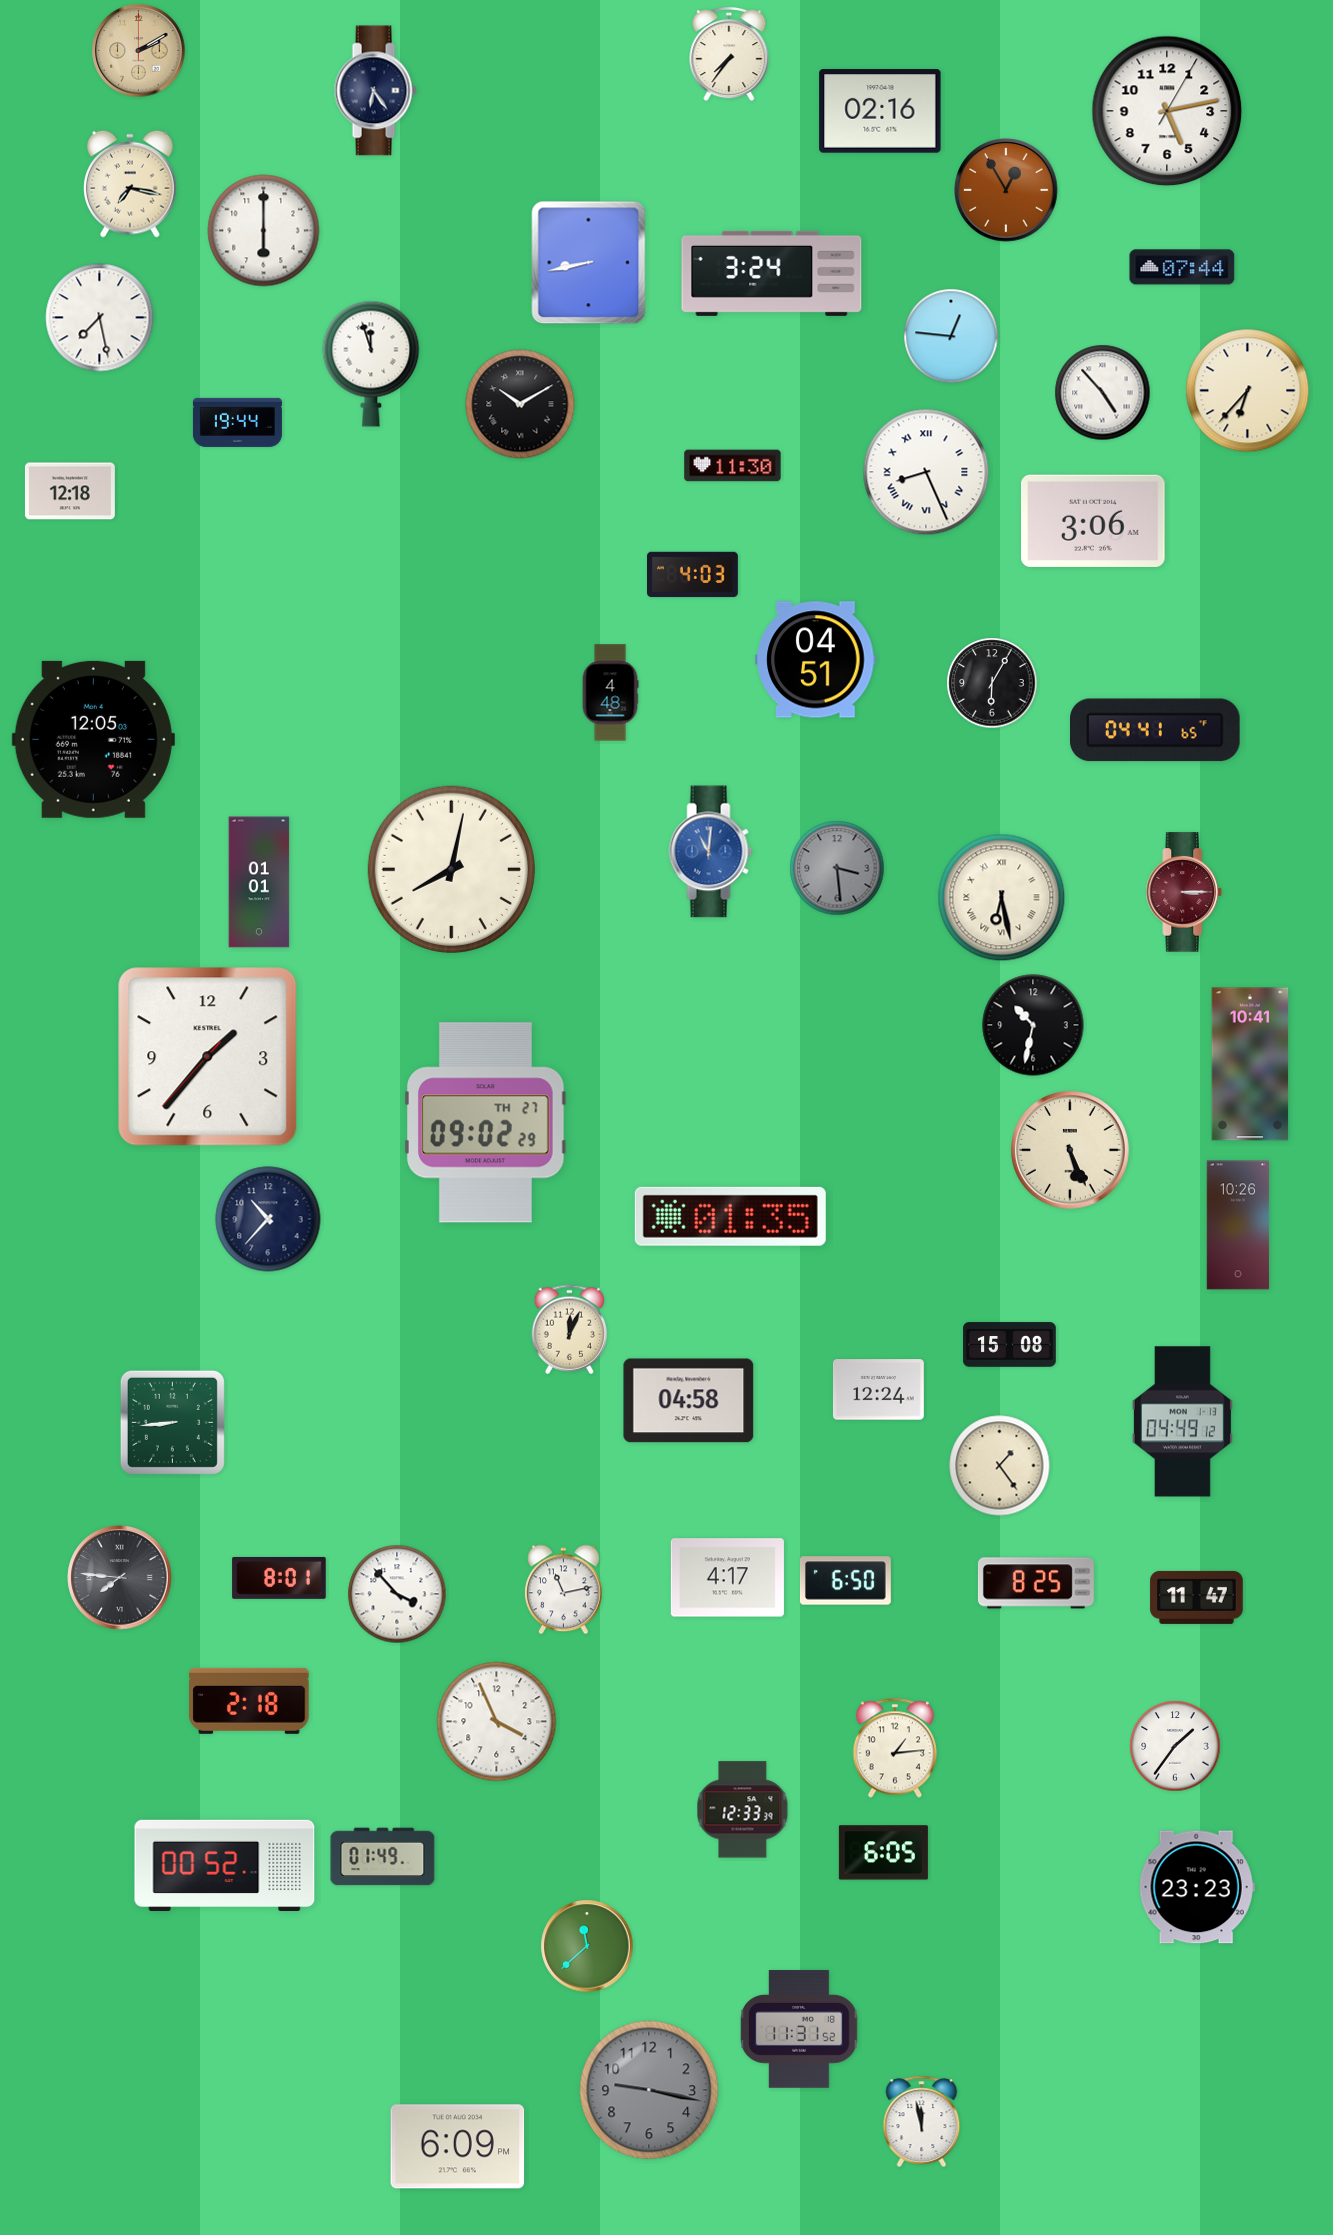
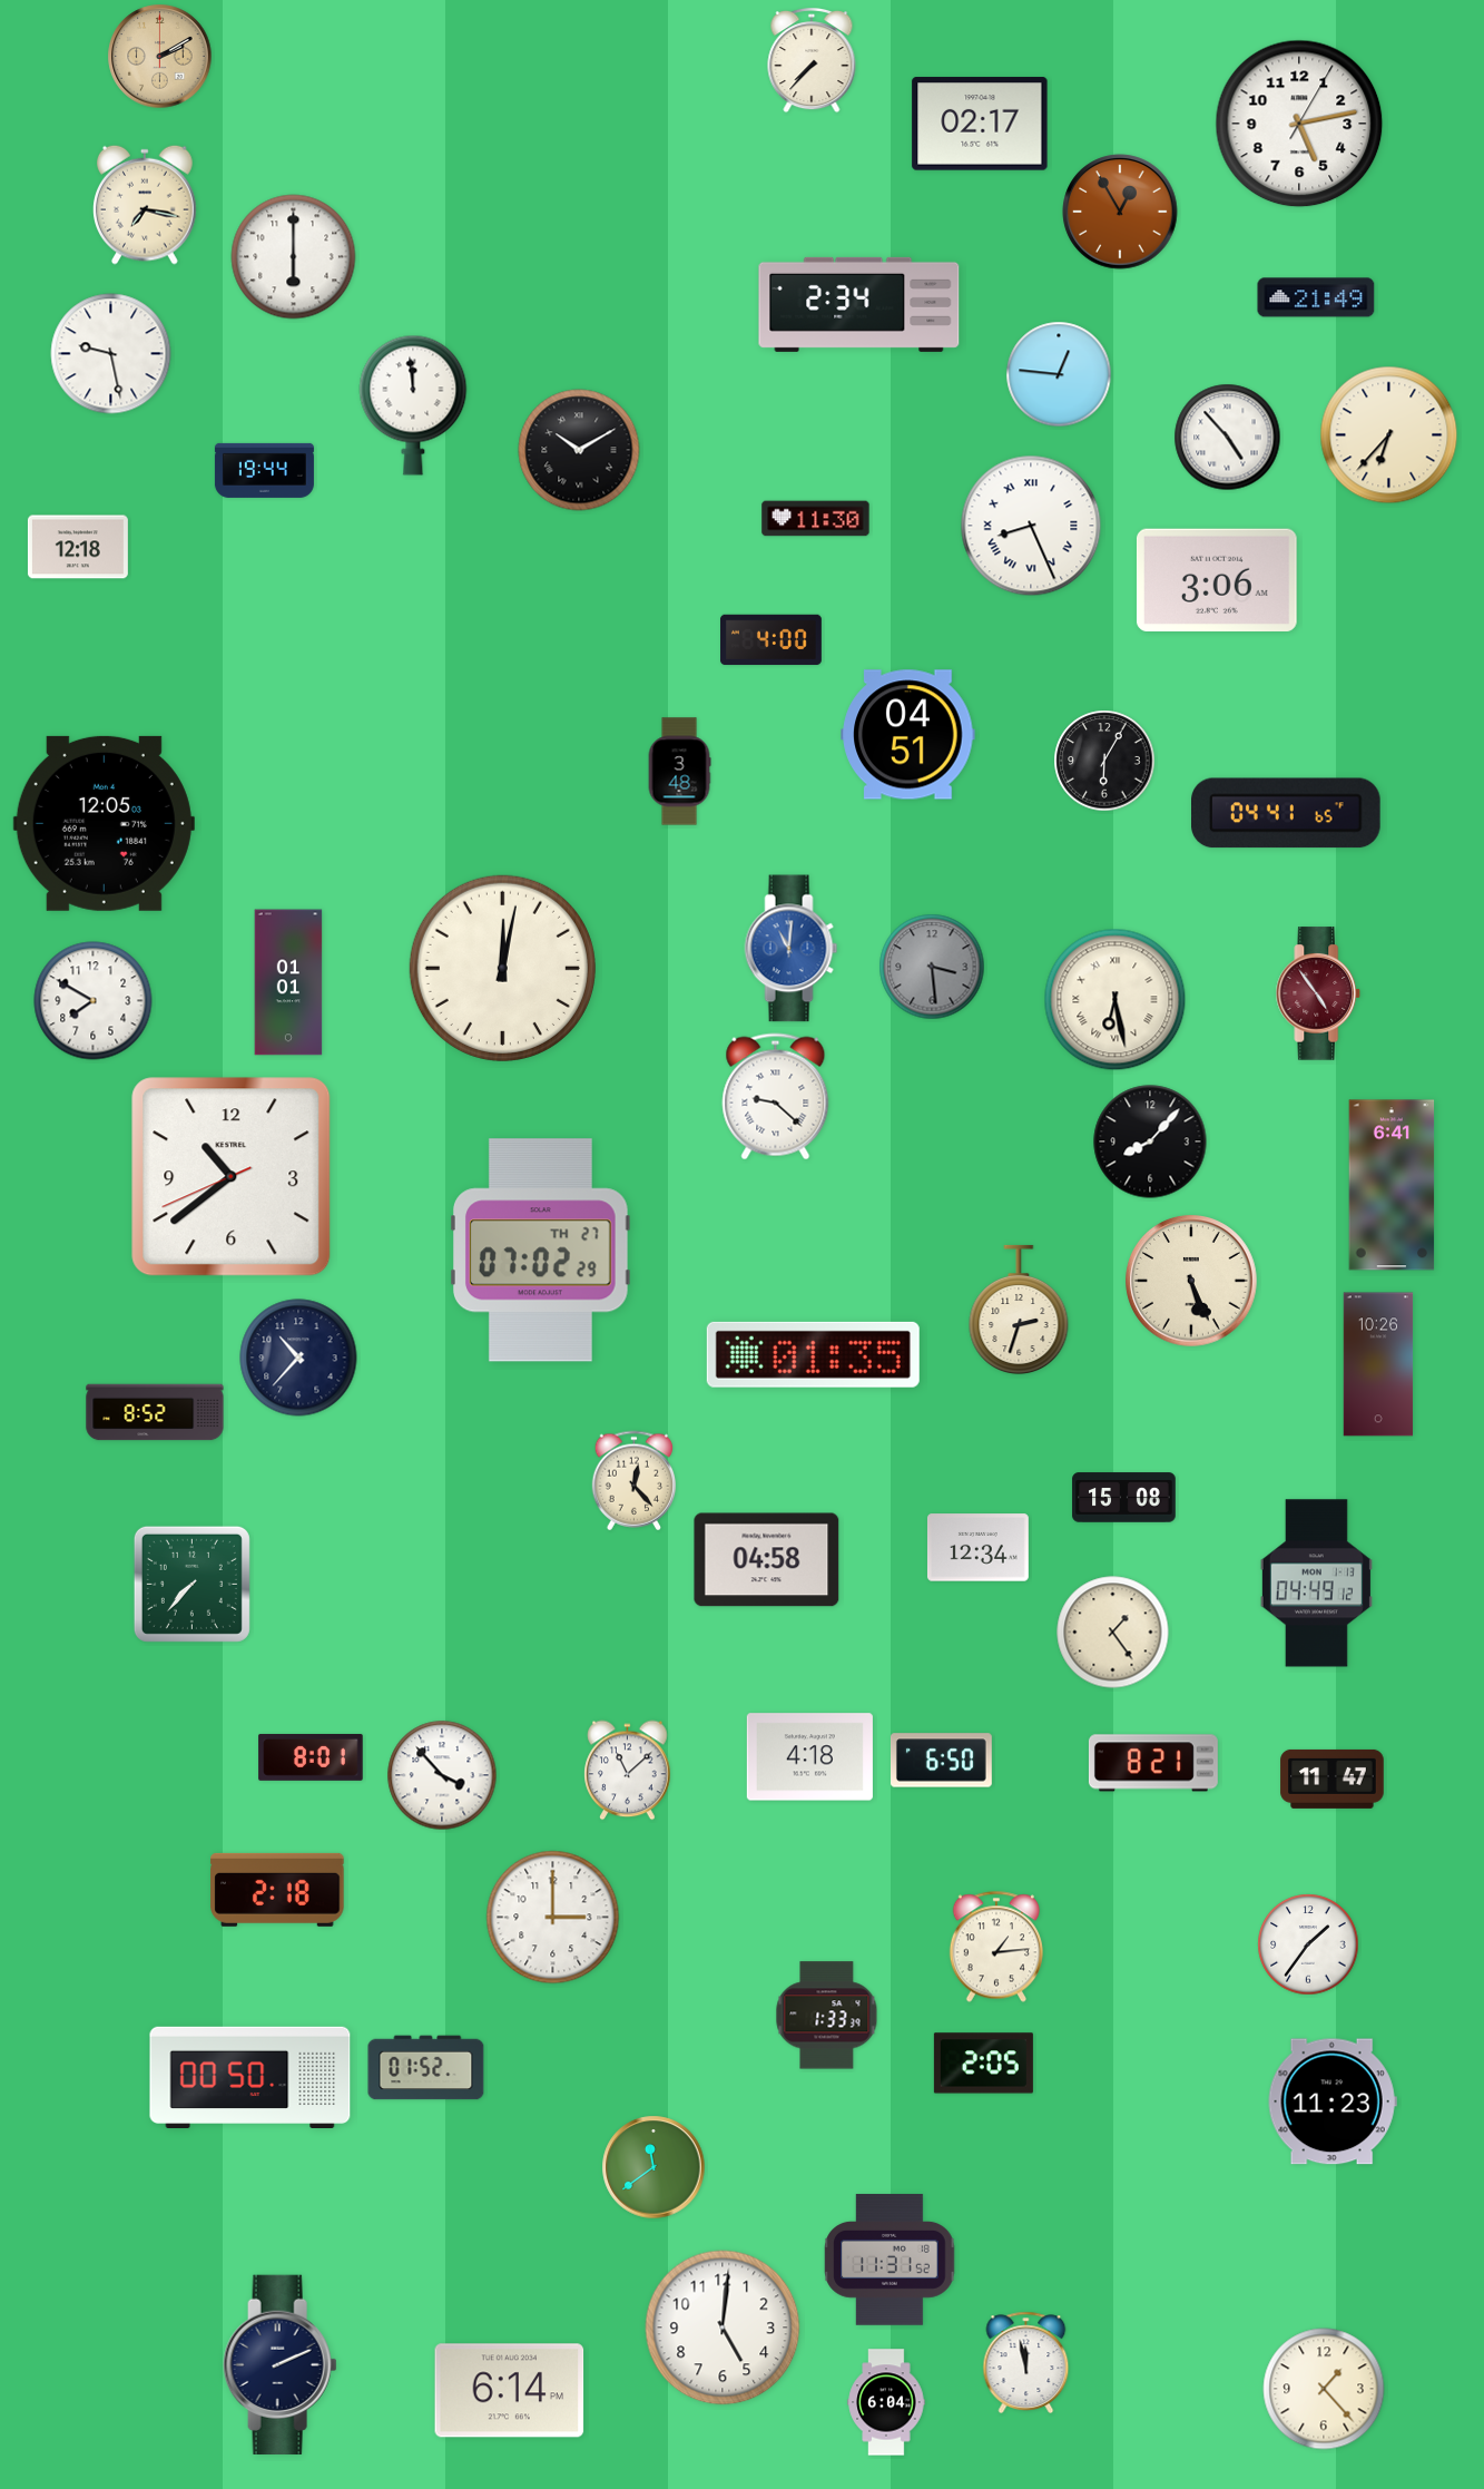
clock at (139, 51) position: (139, 51) -> (160, 57)
clock at (729, 54): 7:36 -> 7:37
clock at (375, 91): 6:24 -> none
clock at (880, 111): 02:16 -> 02:17
clock at (589, 263): 8:43 -> none
clock at (1182, 267): 07:44 -> 21:49
clock at (772, 273): 3:24 -> 2:34
clock at (100, 318): 7:28 -> 9:28
clock at (371, 364): 11:57 -> 11:59
clock at (693, 575): 4:03 -> 4:00
clock at (610, 693): 4:48 -> 3:48
clock at (451, 869): 8:02 -> 12:02
clock at (1184, 892): 3:15 -> 4:54
clock at (94, 1001): none -> 7:50
clock at (776, 1097): none -> 9:22
clock at (1033, 1025): 10:32 -> 8:07
clock at (208, 1057): 1:36 -> 10:38
clock at (1250, 1064): 10:41 -> 6:41
clock at (486, 1123): 09:02 -> 07:02
clock at (1019, 1310): none -> 2:33
clock at (155, 1412): none -> 8:52
clock at (569, 1330): 12:04 -> 12:23
clock at (878, 1390): 12:24 -> 12:34
clock at (172, 1422): 8:44 -> 7:37
clock at (120, 1578): 7:46 -> none
clock at (727, 1578): 4:17 -> 4:18
clock at (1036, 1583): 8:25 -> 8:21
clock at (564, 1590): 11:13 -> 11:08
clock at (249, 1701) position: (249, 1701) -> (277, 1890)
clock at (497, 1722): 3:56 -> 3:00
clock at (743, 1810): 12:33 -> 1:33
clock at (883, 1853): 6:05 -> 2:05
clock at (383, 1857): 01:49 -> 01:52
clock at (225, 1865): 00:52 -> 00:50
clock at (1197, 1887): 23:23 -> 11:23
clock at (587, 1946): 11:38 -> 11:39
clock at (649, 2090): 9:17 -> 5:01
clock at (649, 2090) dial: grey -> white
clock at (281, 2364): none -> 2:11
clock at (1324, 2389): none -> 1:23
clock at (458, 2147): 6:09 -> 6:14
clock at (886, 2402): none -> 6:04
